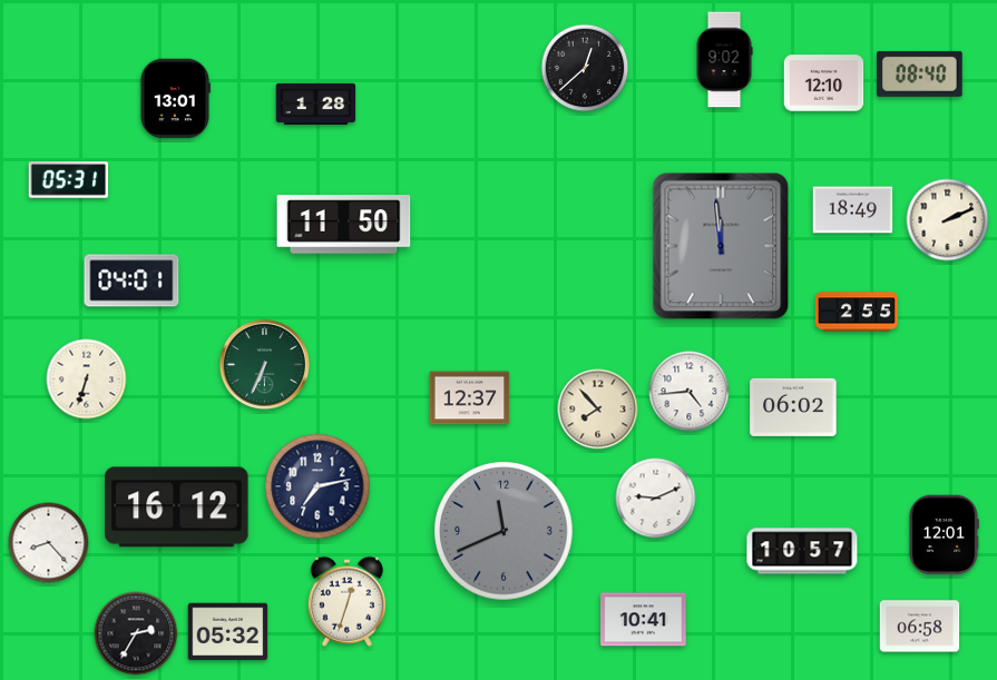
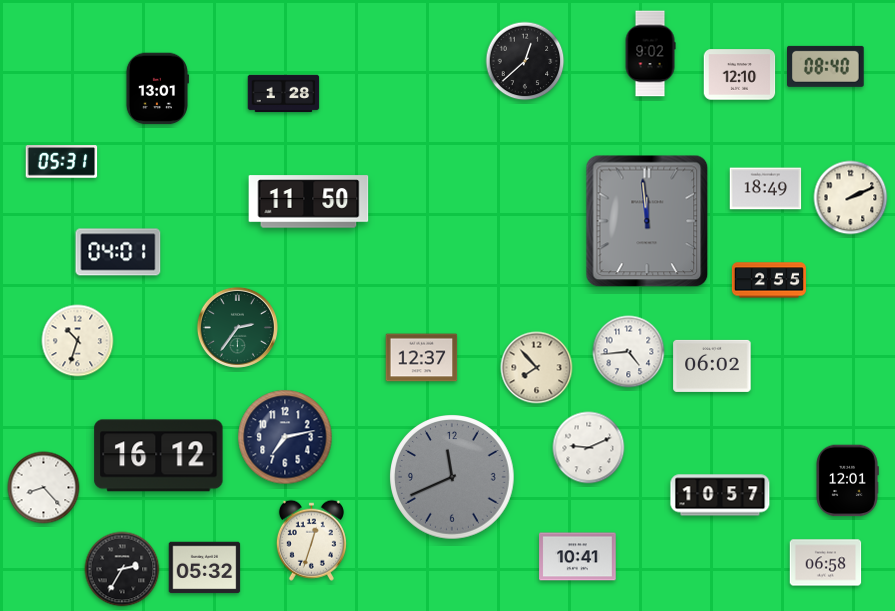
clock at (264, 364): 6:34 -> 2:36
clock at (87, 380): 6:33 -> 10:33
clock at (690, 392) position: (690, 392) -> (629, 352)
